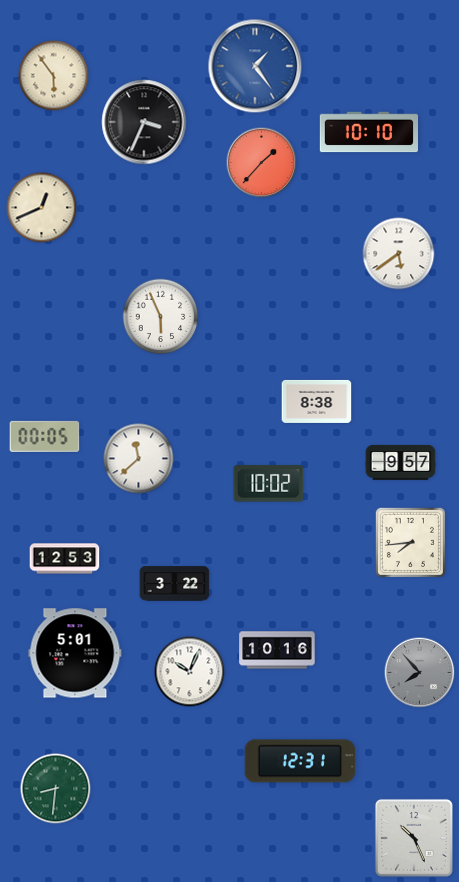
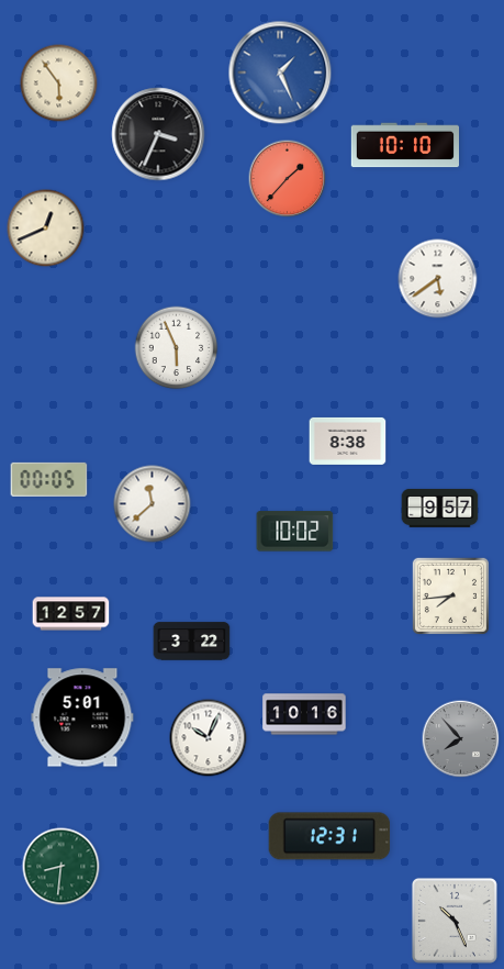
clock at (255, 66): 1:24 -> 1:26
clock at (65, 559): 12:53 -> 12:57
